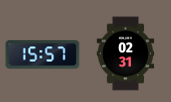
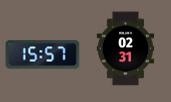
clock at (126, 54) position: (126, 54) -> (126, 49)
